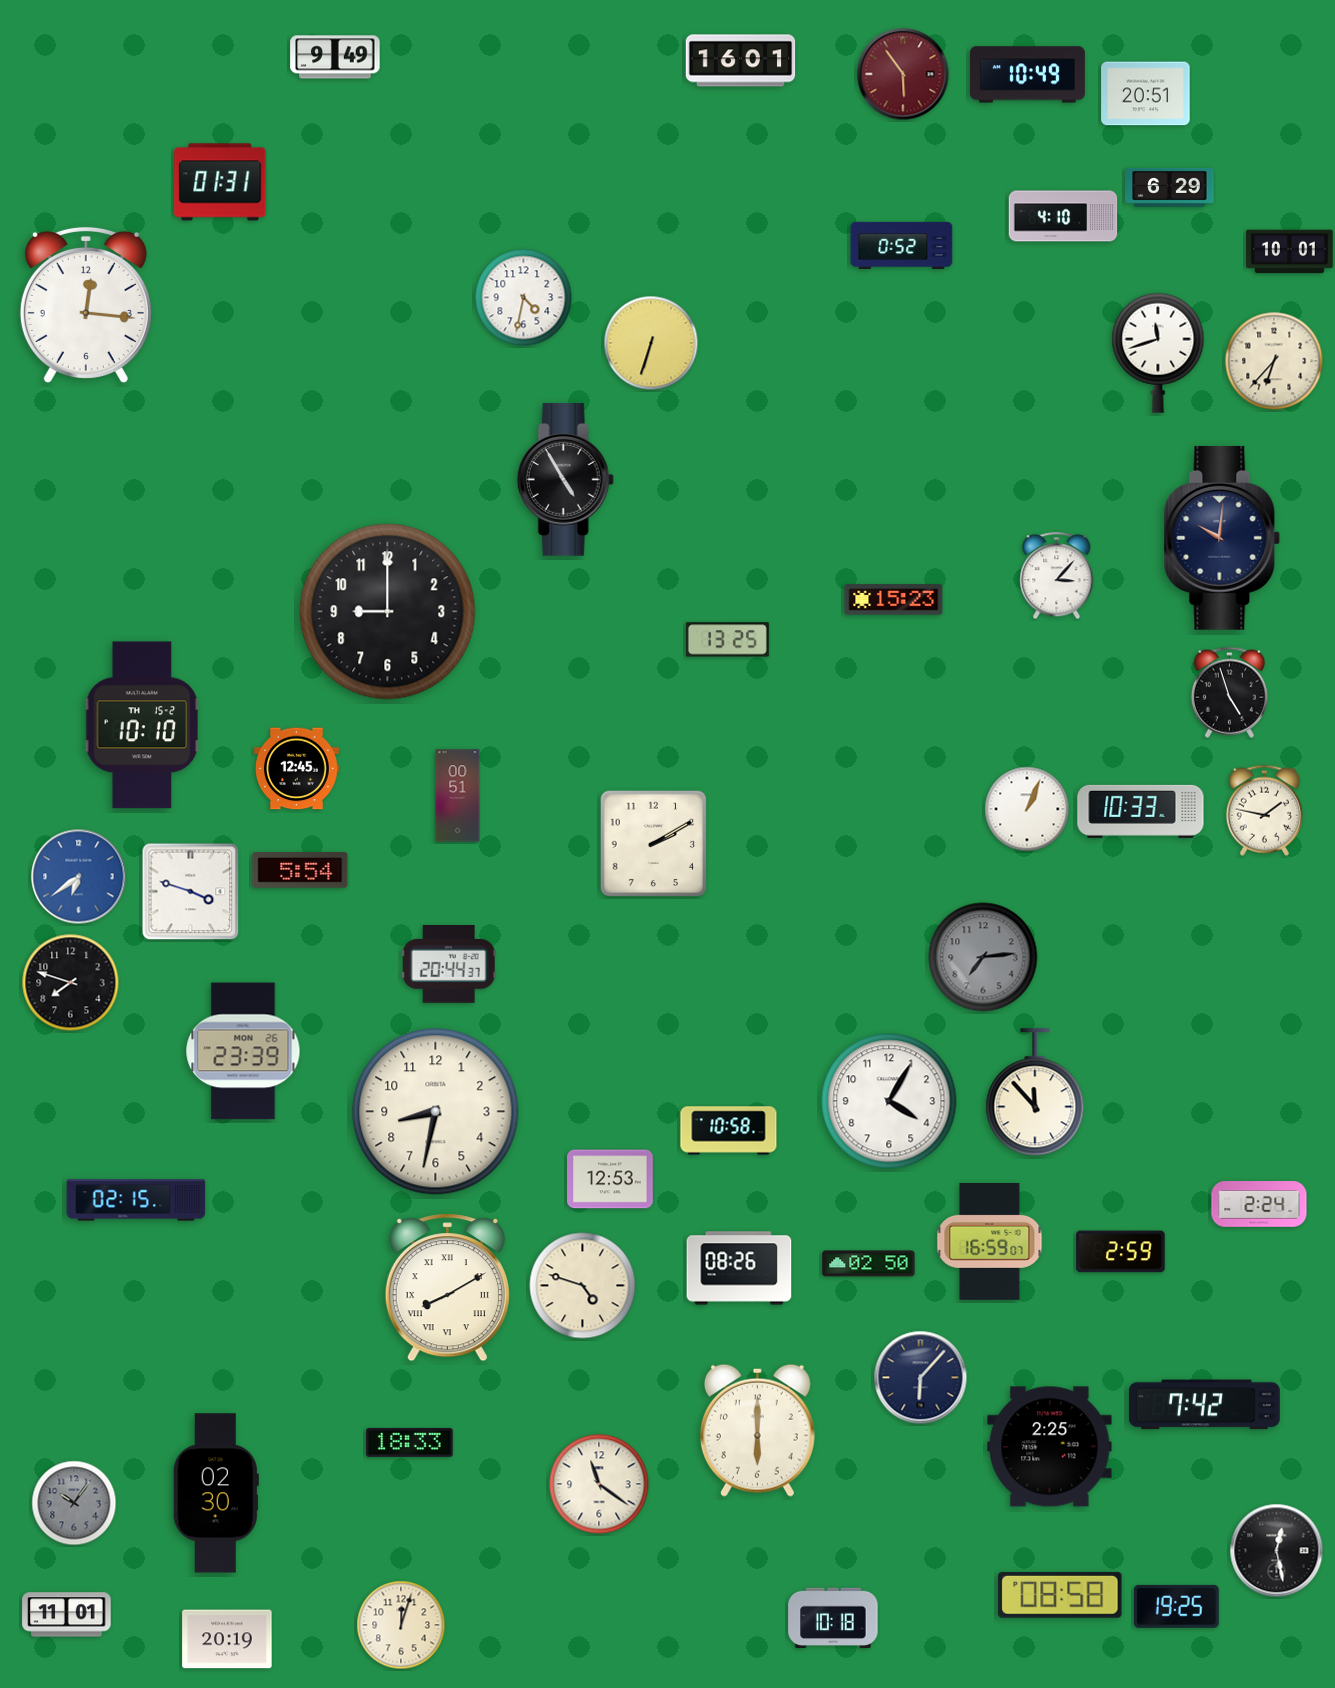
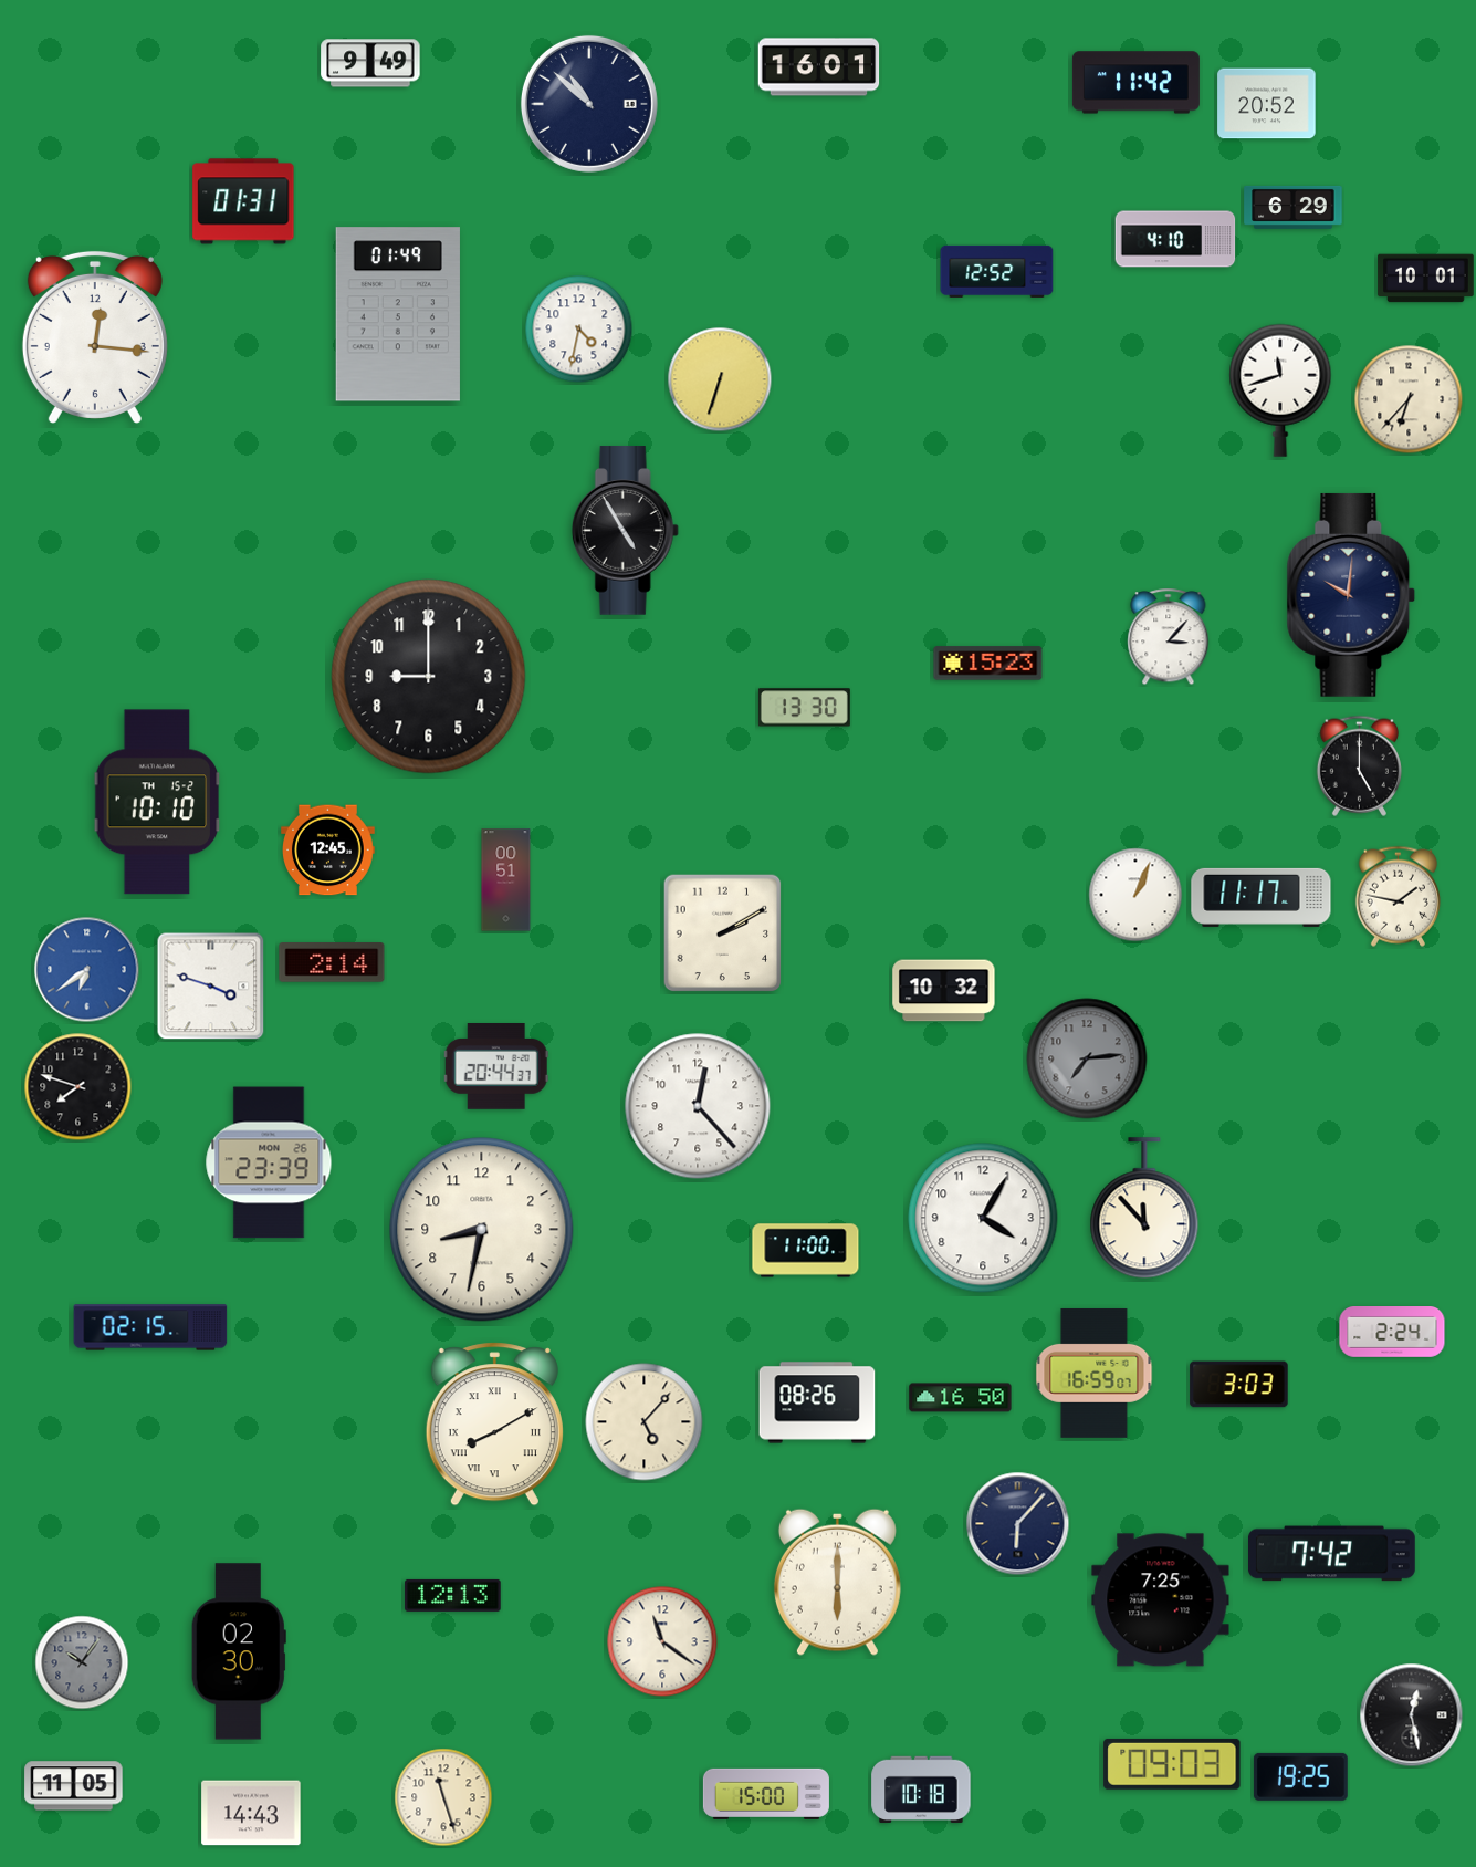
clock at (903, 74): 5:54 -> none
clock at (1027, 75): 10:49 -> 11:42
clock at (589, 104): none -> 10:52
clock at (1146, 94): 20:51 -> 20:52
clock at (902, 245): 0:52 -> 12:52
clock at (398, 314): none -> 01:49
clock at (727, 640): 13:25 -> 13:30
clock at (1229, 692): 4:57 -> 5:00
clock at (1141, 811): 10:33 -> 11:17
clock at (300, 870): 5:54 -> 2:14
clock at (944, 991): none -> 10:32
clock at (698, 1106): none -> 12:23
clock at (729, 1131): 10:58 -> 11:00
clock at (610, 1179): 12:53 -> none
clock at (1121, 1252): 2:59 -> 3:03
clock at (869, 1264): 02:50 -> 16:50
clock at (583, 1286): 4:48 -> 5:07
clock at (410, 1442): 18:33 -> 12:13
clock at (1050, 1447): 2:25 -> 7:25
clock at (1060, 1595): 08:58 -> 09:03
clock at (67, 1615): 11:01 -> 11:05
clock at (766, 1794): none -> 15:00
clock at (401, 1625): 12:03 -> 11:27
clock at (227, 1639): 20:19 -> 14:43
